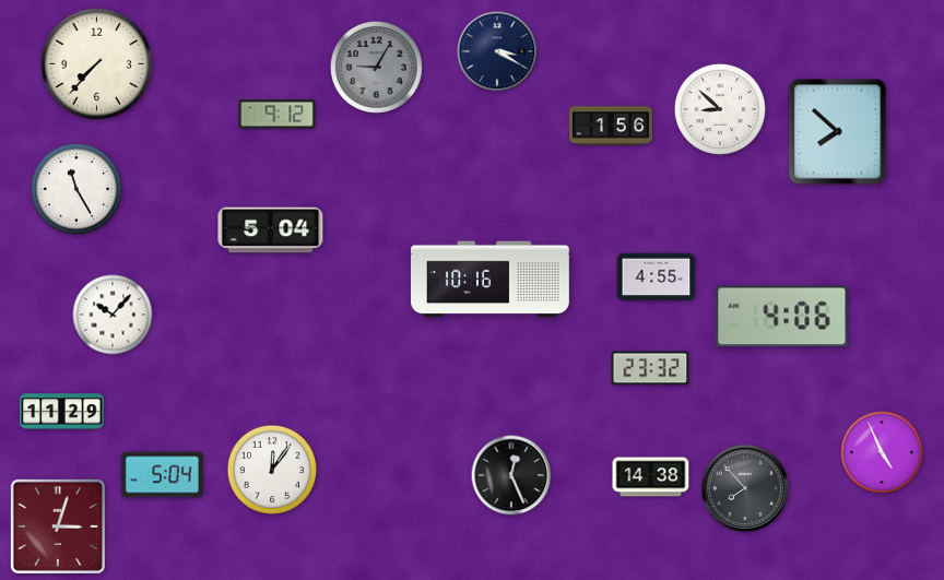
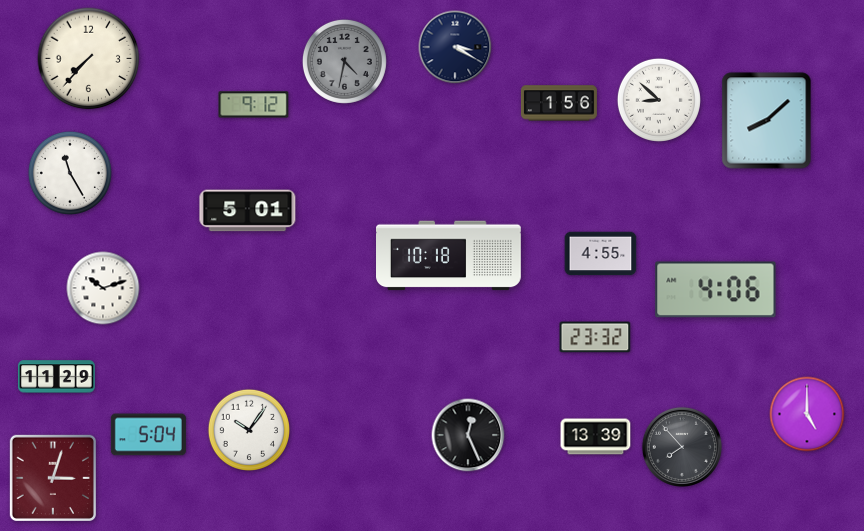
clock at (376, 67): 9:05 -> 4:32
clock at (611, 126) position: (611, 126) -> (559, 103)
clock at (838, 132): 7:52 -> 8:08
clock at (271, 230): 5:04 -> 5:01
clock at (491, 280): 10:16 -> 10:18
clock at (113, 315): 10:07 -> 10:12
clock at (882, 452): 4:56 -> 5:00
clock at (271, 469): 12:06 -> 10:06
clock at (651, 477): 14:38 -> 13:39
clock at (58, 526) position: (58, 526) -> (53, 478)
